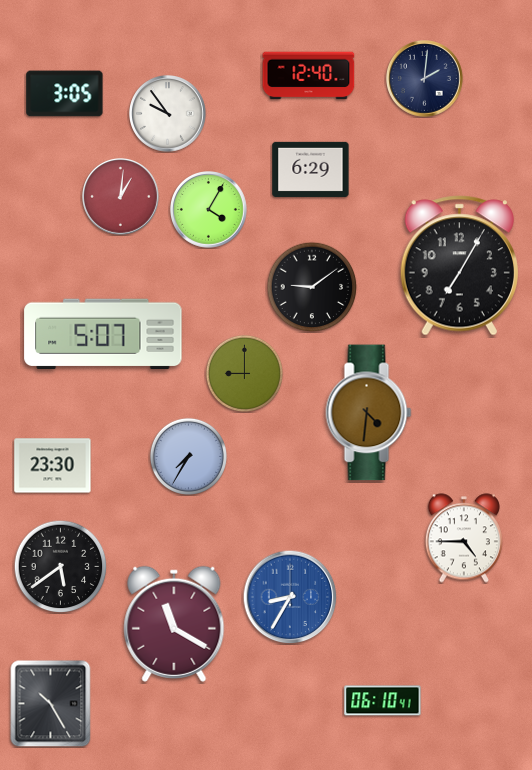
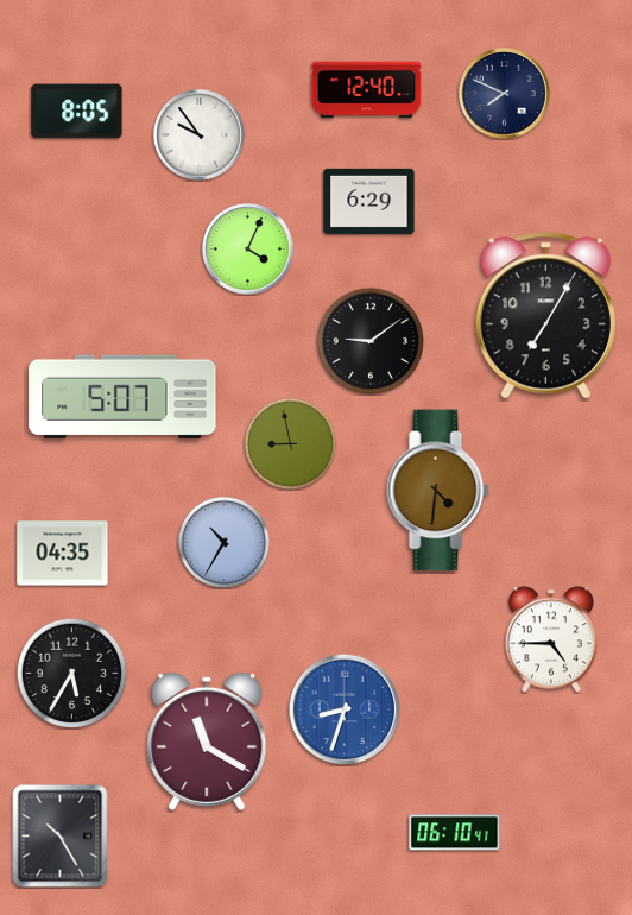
clock at (425, 79): 2:01 -> 7:49
clock at (65, 94): 3:05 -> 8:05
clock at (121, 197): 1:01 -> none
clock at (209, 210): 4:05 -> 4:04
clock at (244, 373): 9:00 -> 8:58
clock at (188, 456): 7:35 -> 10:35
clock at (53, 466): 23:30 -> 04:35
clock at (60, 566): 5:39 -> 5:35
clock at (290, 597): 8:35 -> 8:33
